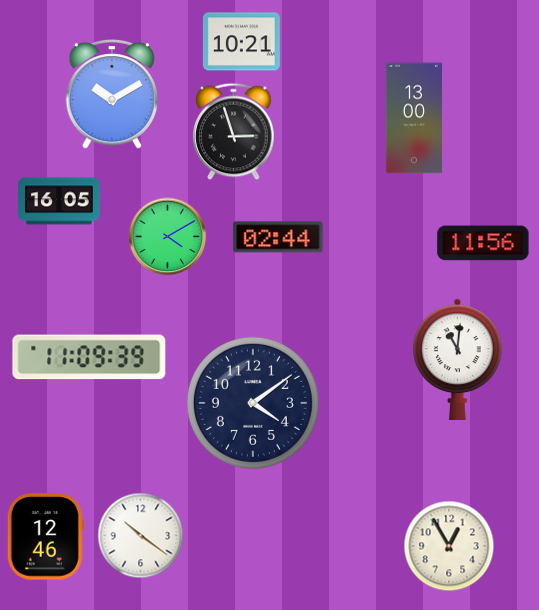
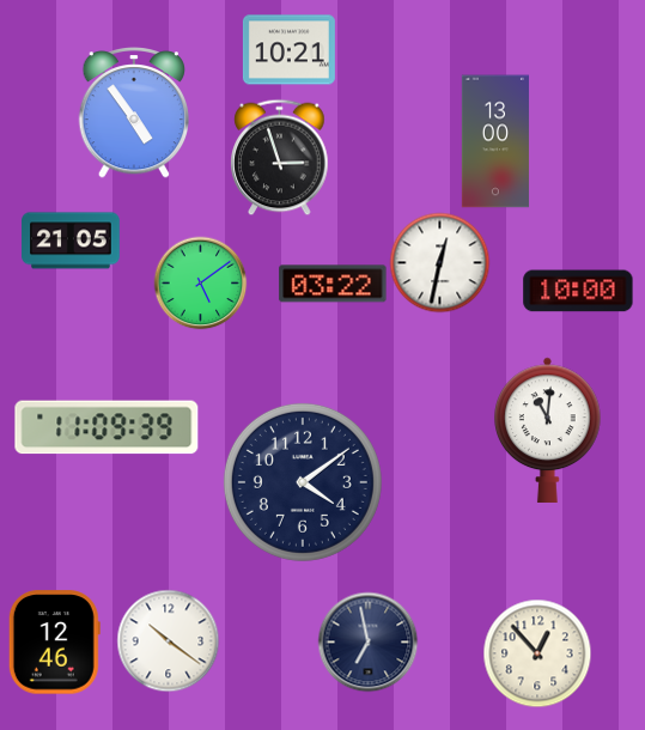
clock at (111, 95): 10:10 -> 4:54
clock at (59, 201): 16:05 -> 21:05
clock at (439, 262): none -> 12:32
clock at (167, 236): 4:10 -> 5:09
clock at (278, 237): 02:44 -> 03:22
clock at (483, 243): 11:56 -> 10:00
clock at (367, 641): none -> 6:58
clock at (449, 546): 12:55 -> 12:53
